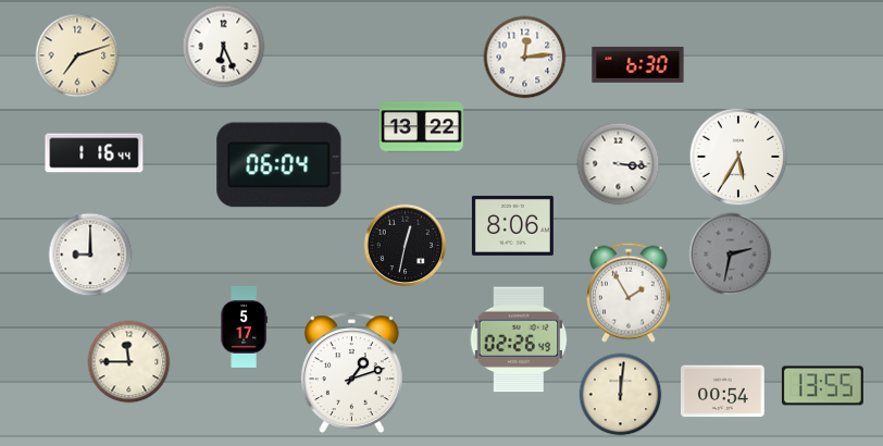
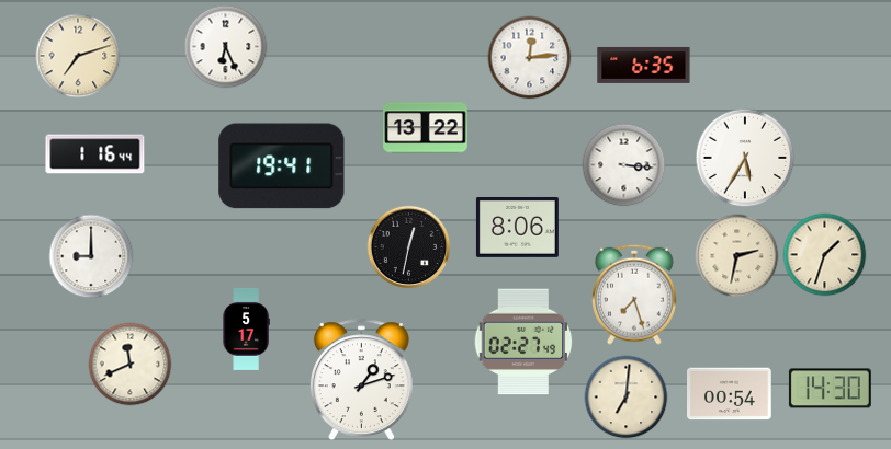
clock at (638, 64): 6:30 -> 6:35
clock at (279, 165): 06:04 -> 19:41
clock at (825, 255): none -> 1:33
clock at (731, 255) dial: grey -> cream
clock at (630, 293): 1:55 -> 7:27
clock at (519, 339): 02:26 -> 02:27
clock at (129, 362): 11:45 -> 11:41
clock at (351, 372) position: (351, 372) -> (361, 379)
clock at (822, 386): 13:55 -> 14:30
clock at (621, 395): 12:01 -> 7:01
